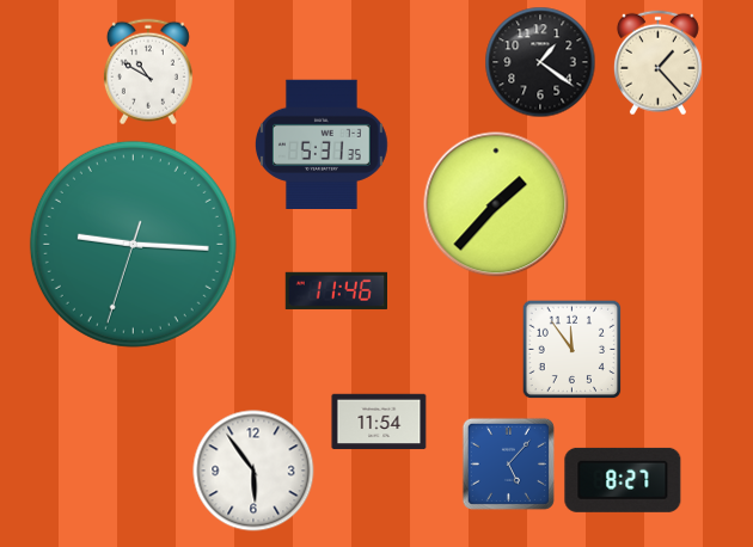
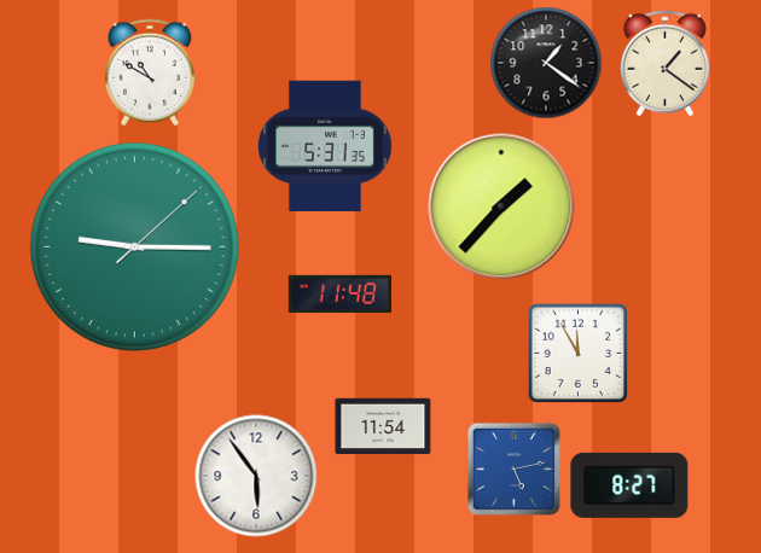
clock at (657, 63): 1:23 -> 1:21
clock at (133, 244): 9:15:33 -> 9:15:08
clock at (336, 290): 11:46 -> 11:48
clock at (573, 350): 11:54 -> 11:55
clock at (508, 463): 5:07 -> 5:13
